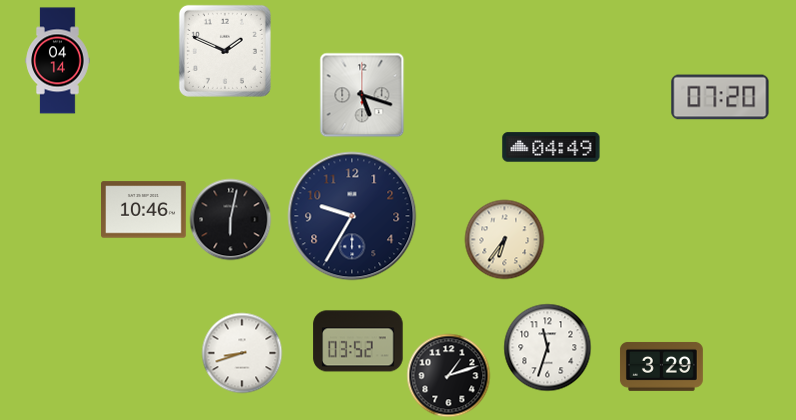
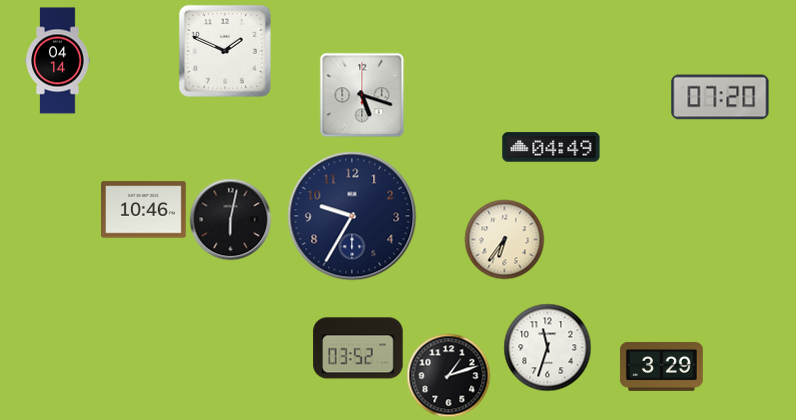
clock at (358, 341) position: (358, 341) -> (358, 348)
clock at (242, 353): 8:42 -> none
